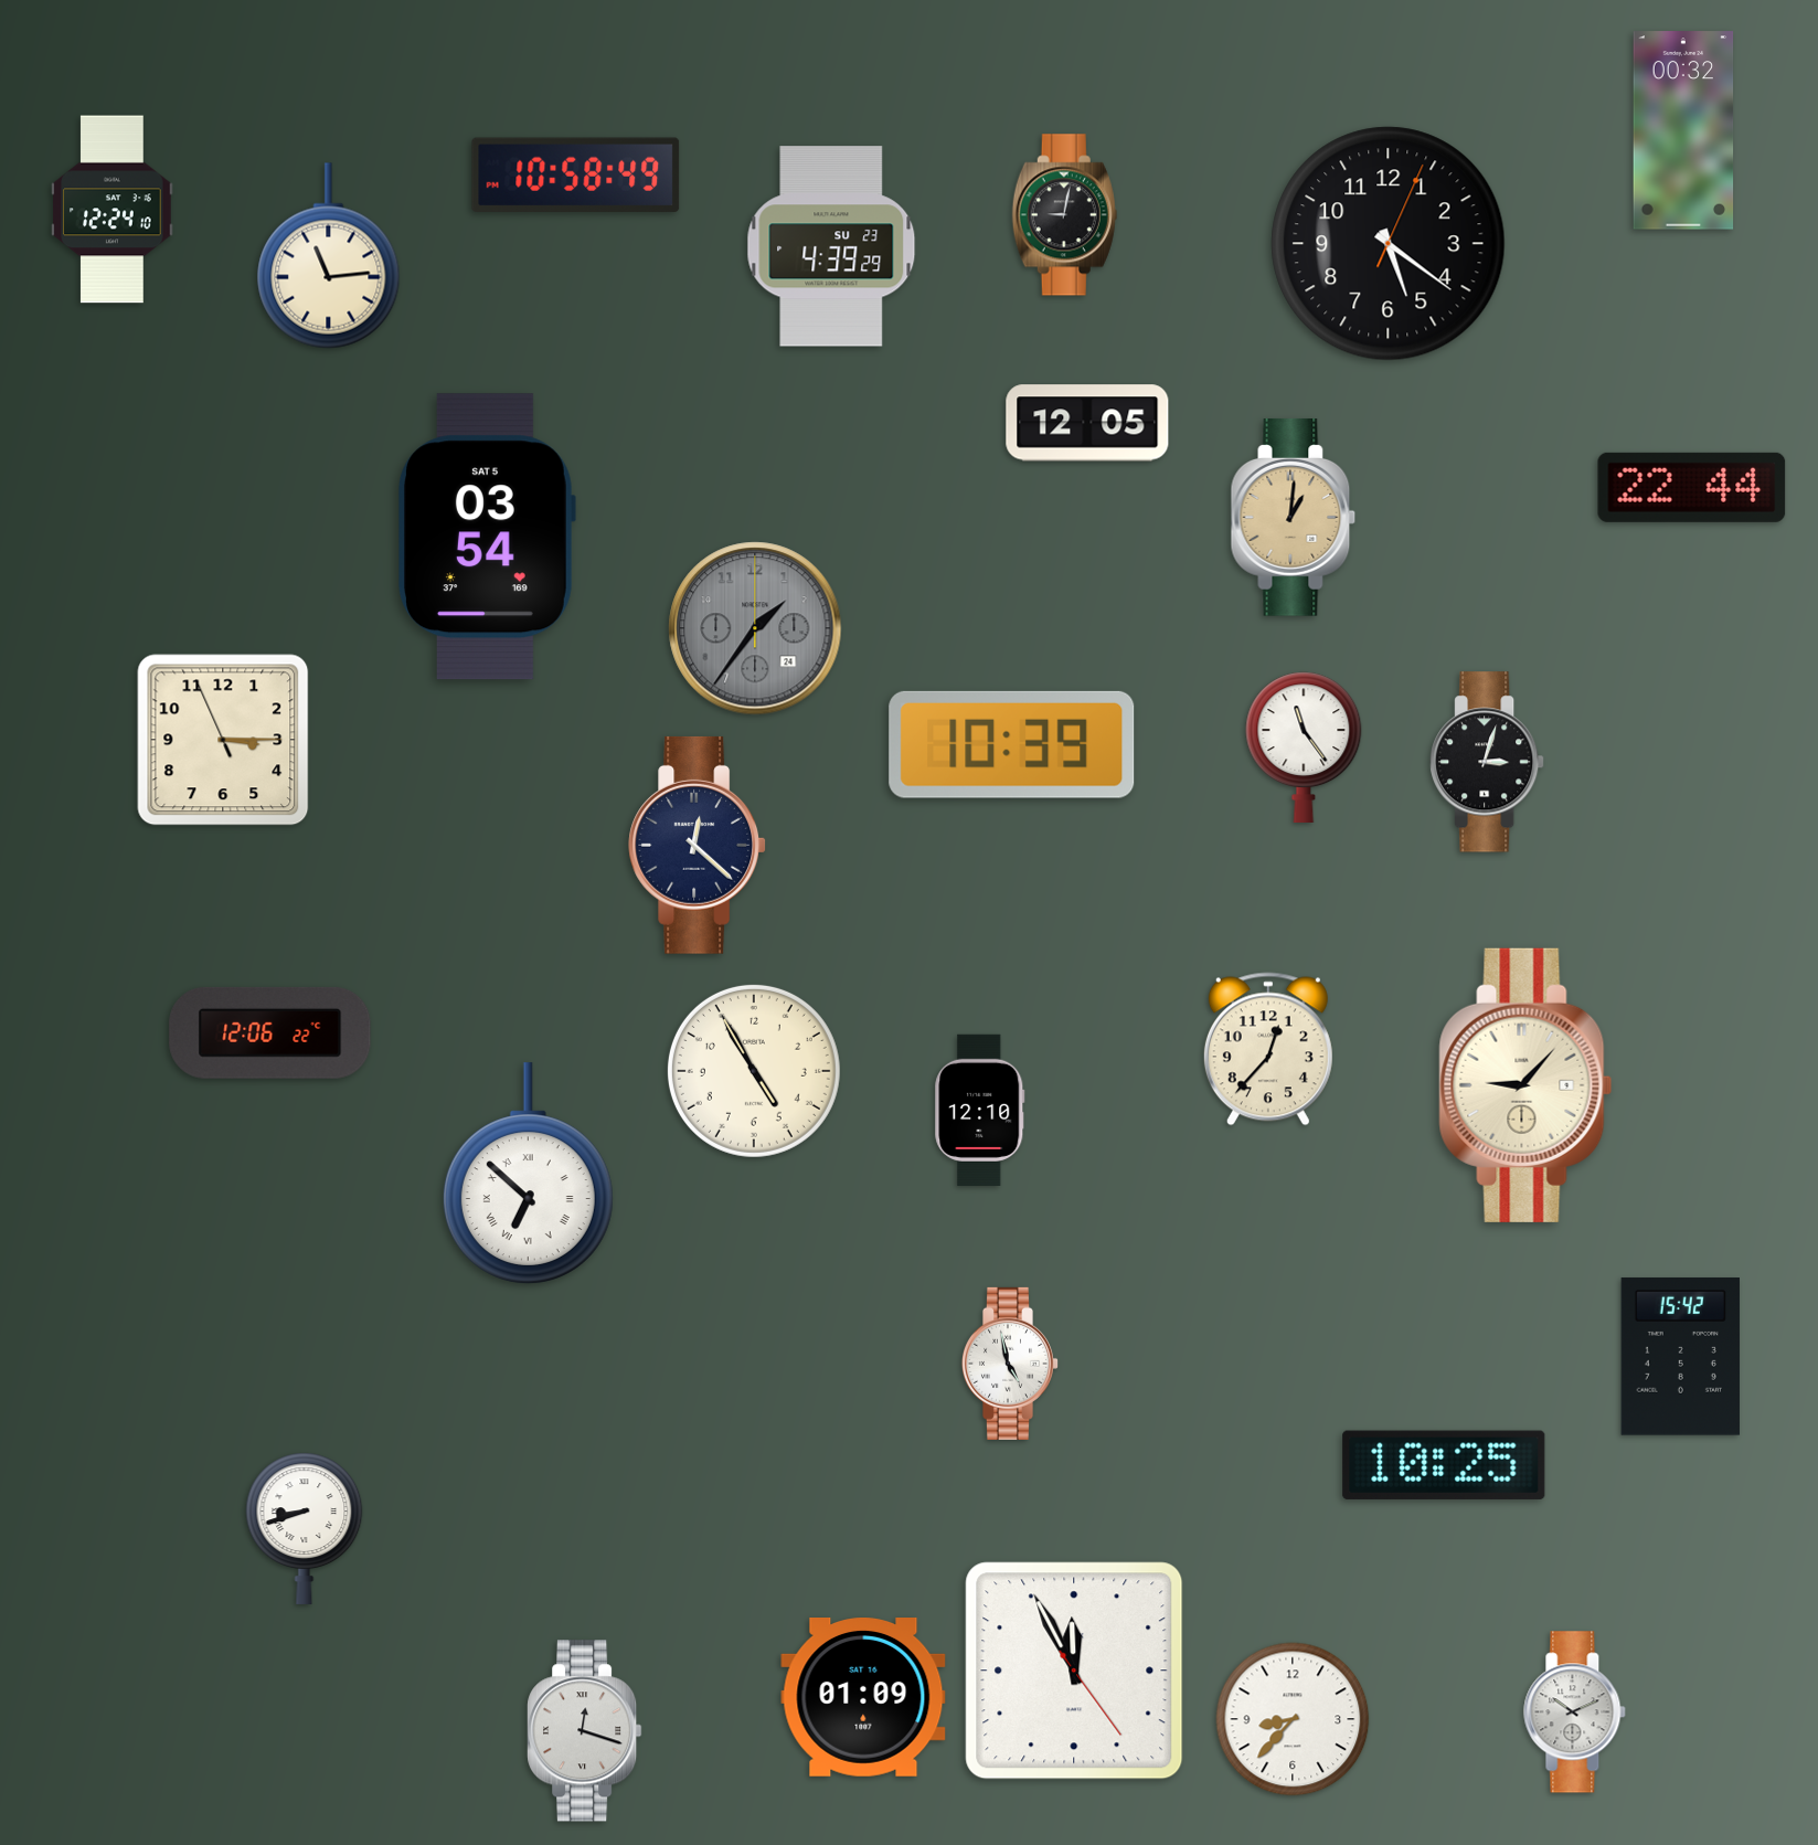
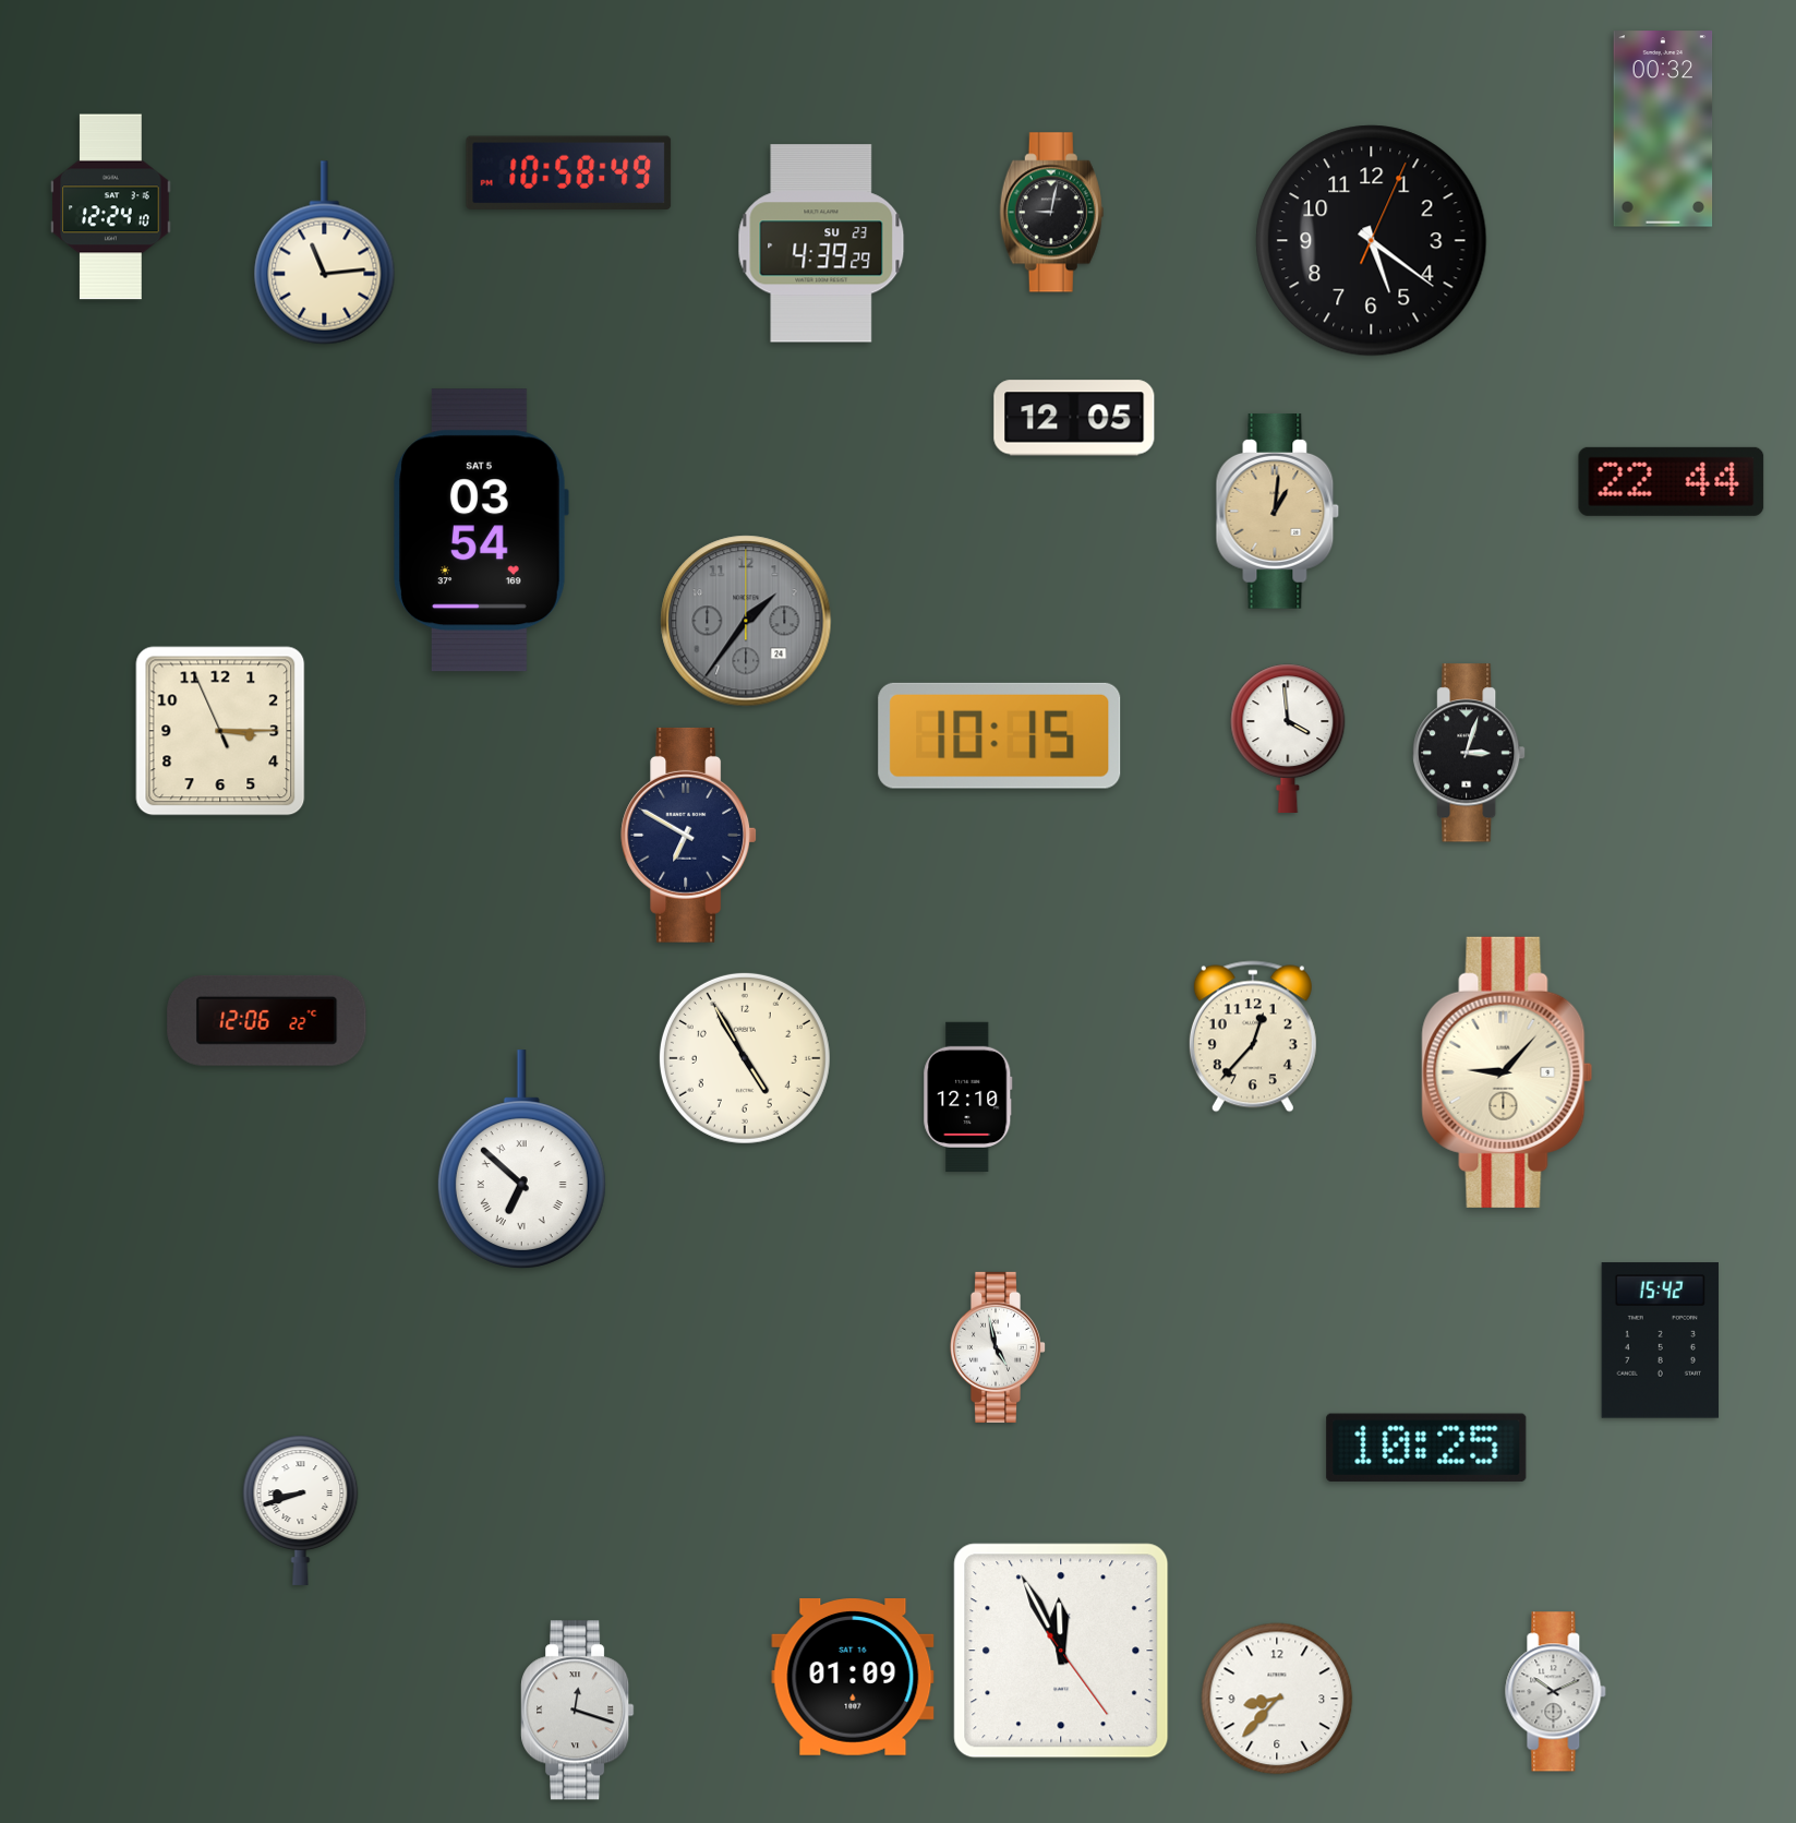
clock at (1012, 744): 10:39 -> 10:15
clock at (1304, 746): 11:24 -> 3:59
clock at (698, 845): 12:22 -> 6:50
